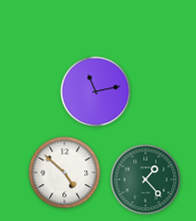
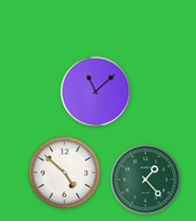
clock at (96, 92): 11:13 -> 11:08
